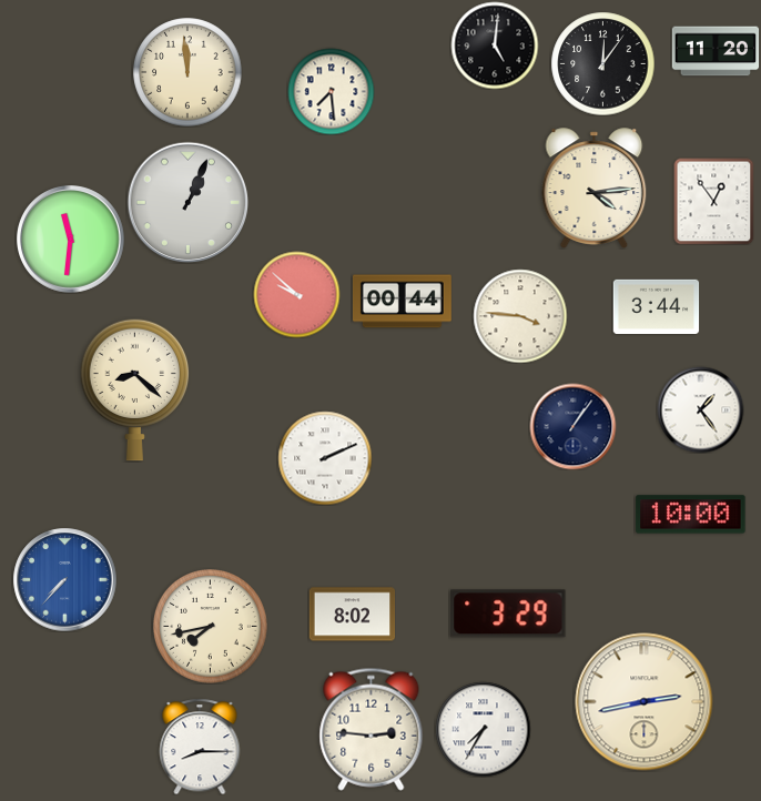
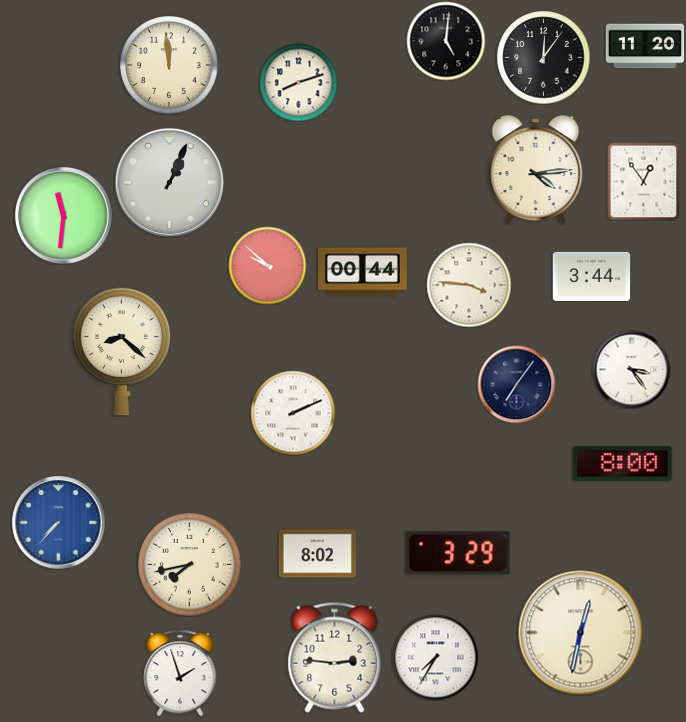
clock at (331, 91): 7:29 -> 8:12
clock at (700, 409): 1:24 -> 3:24
clock at (572, 426): 1:06 -> 7:06
clock at (691, 515): 10:00 -> 8:00
clock at (645, 702): 2:43 -> 12:32
clock at (200, 747): 8:15 -> 1:57
